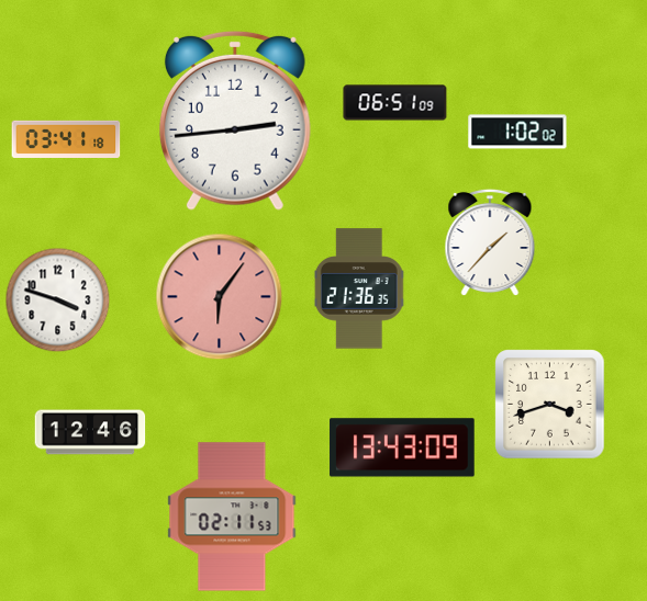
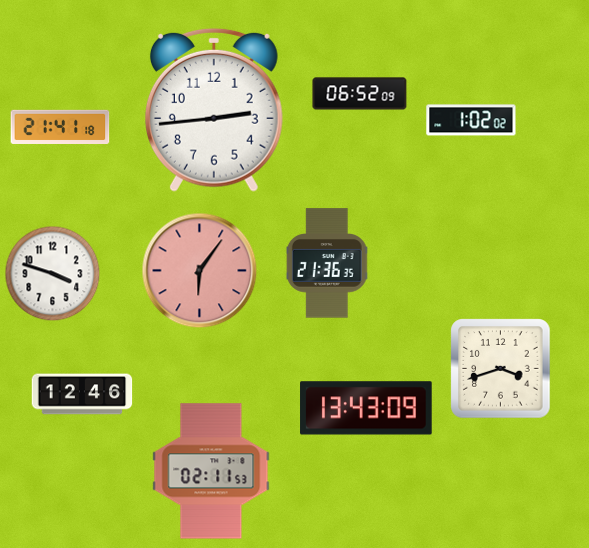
clock at (395, 103): 06:51 -> 06:52
clock at (66, 139): 03:41 -> 21:41
clock at (490, 242): 1:37 -> none
